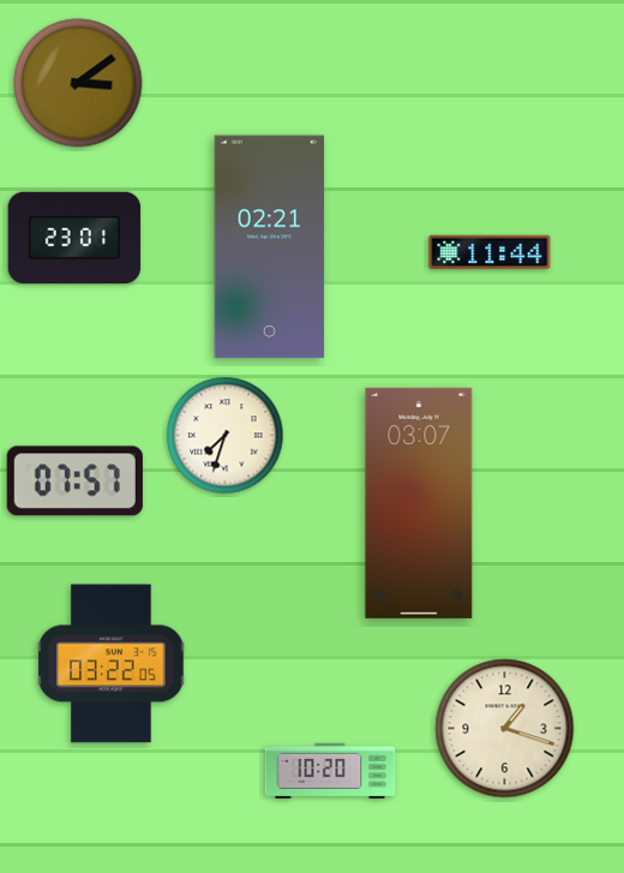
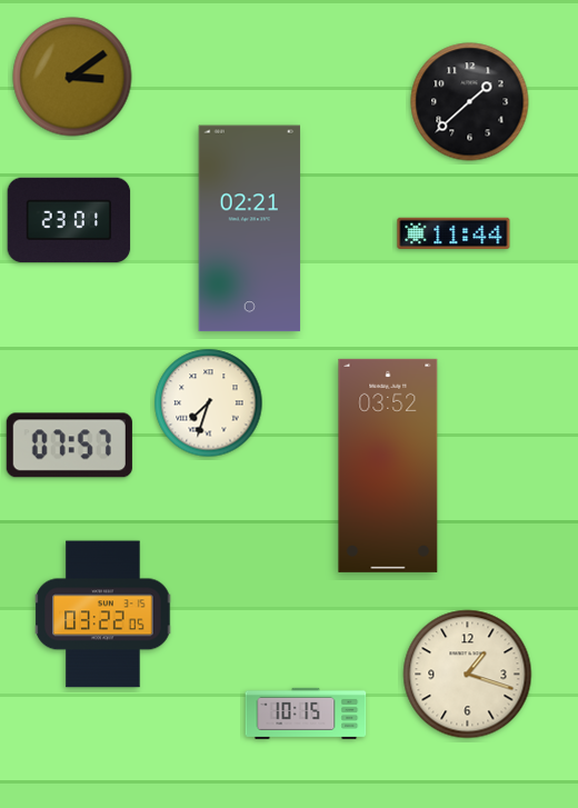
clock at (470, 102): none -> 1:38
clock at (419, 503): 03:07 -> 03:52
clock at (330, 771): 10:20 -> 10:15
